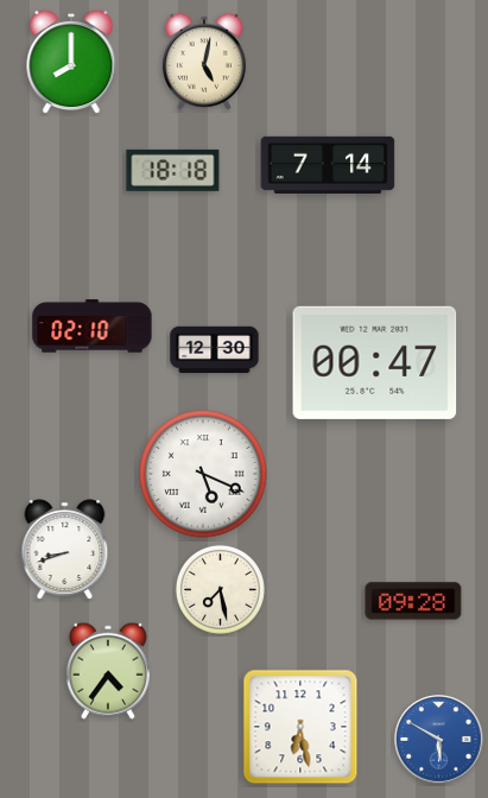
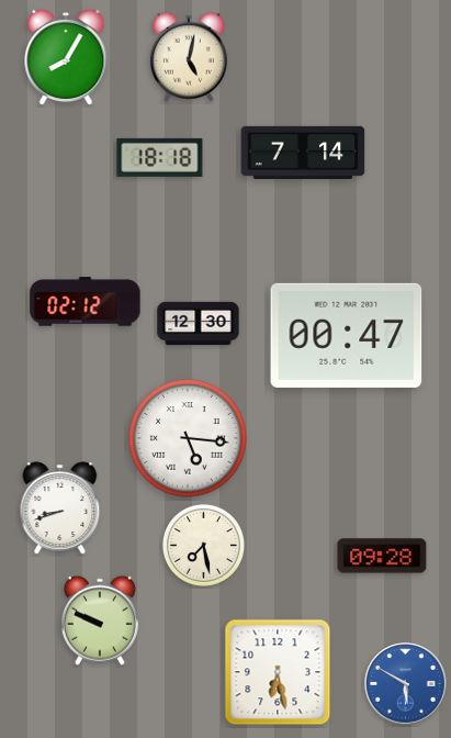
clock at (71, 62): 8:00 -> 8:05
clock at (93, 327): 02:10 -> 02:12
clock at (203, 474): 5:19 -> 5:16
clock at (108, 671): 4:36 -> 9:49
